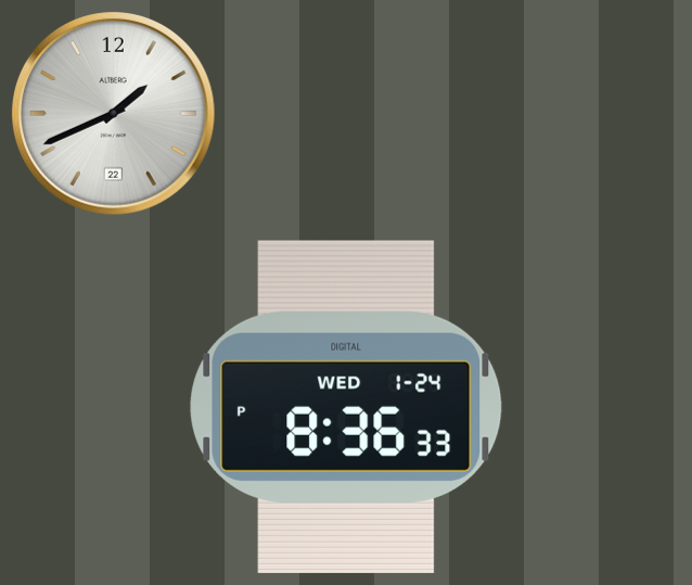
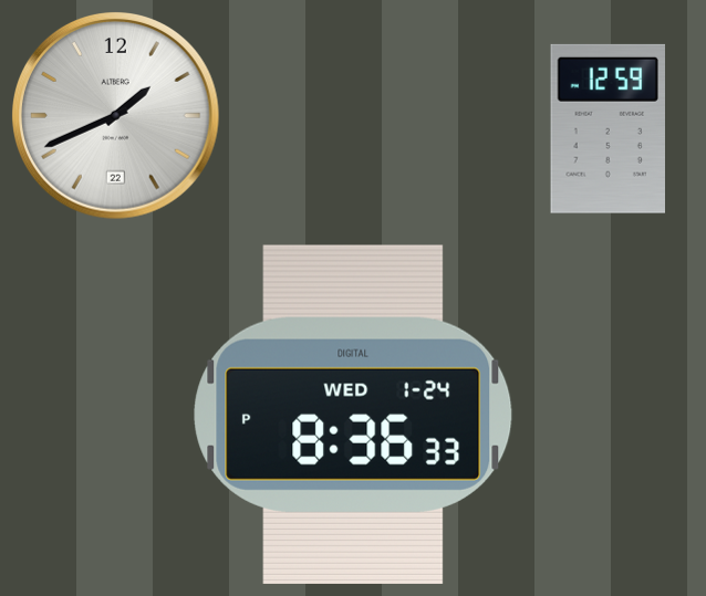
clock at (608, 128): none -> 12:59
